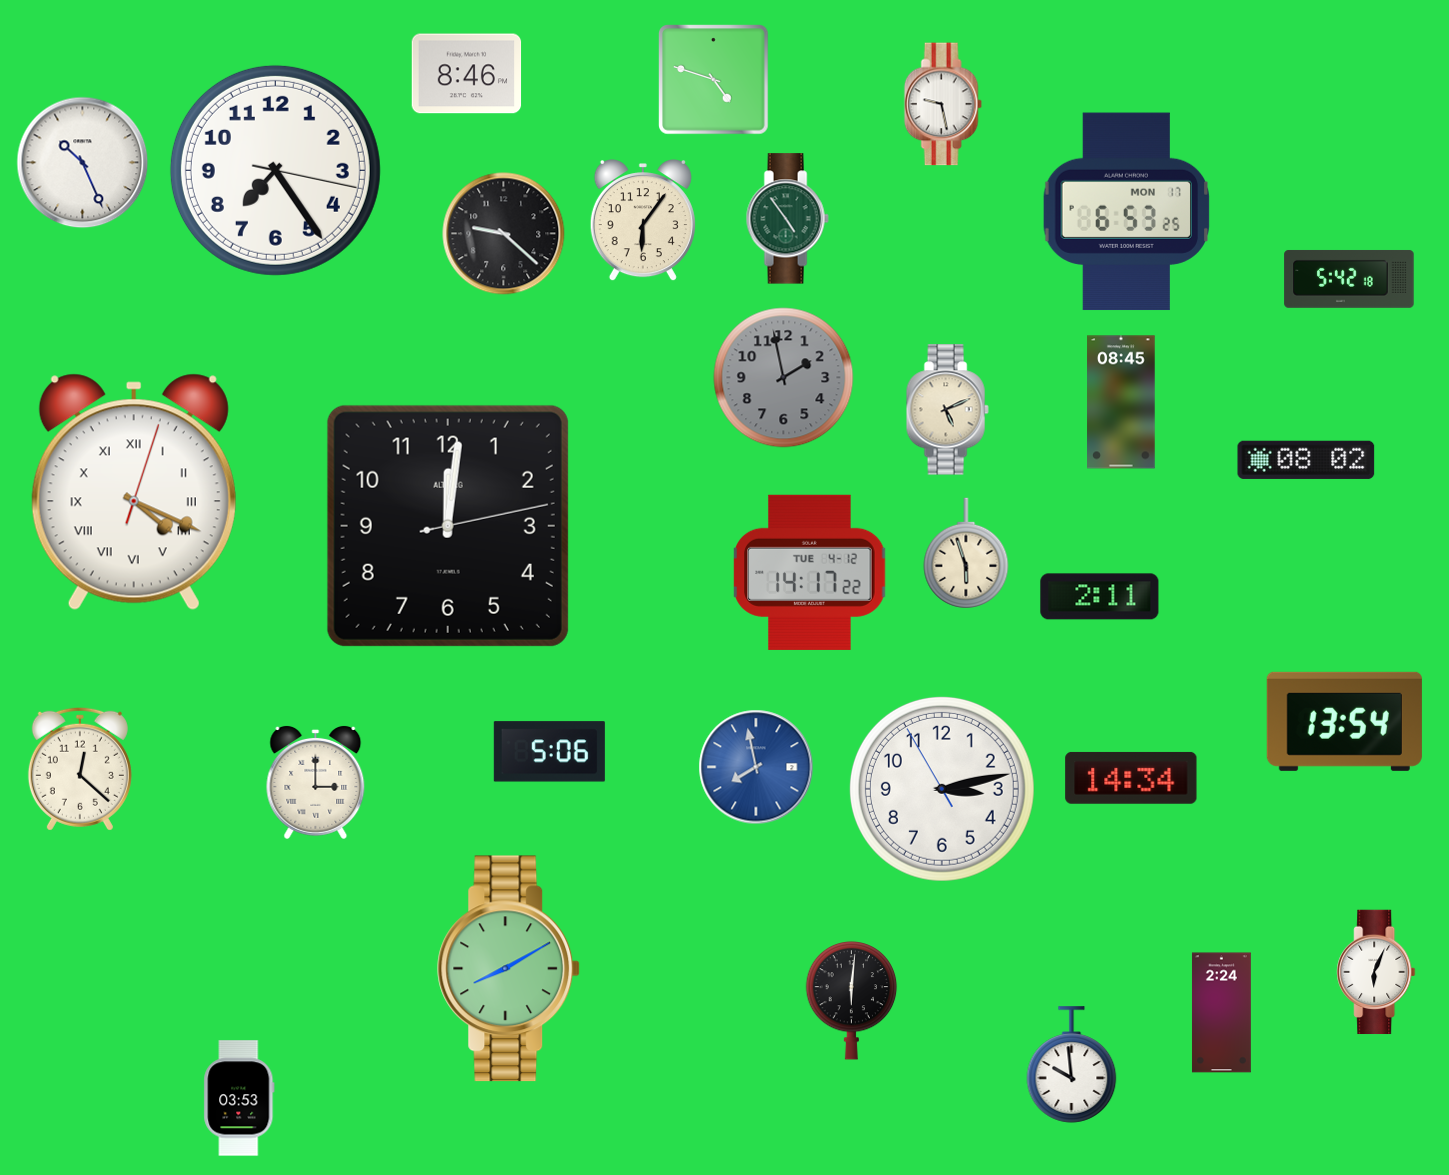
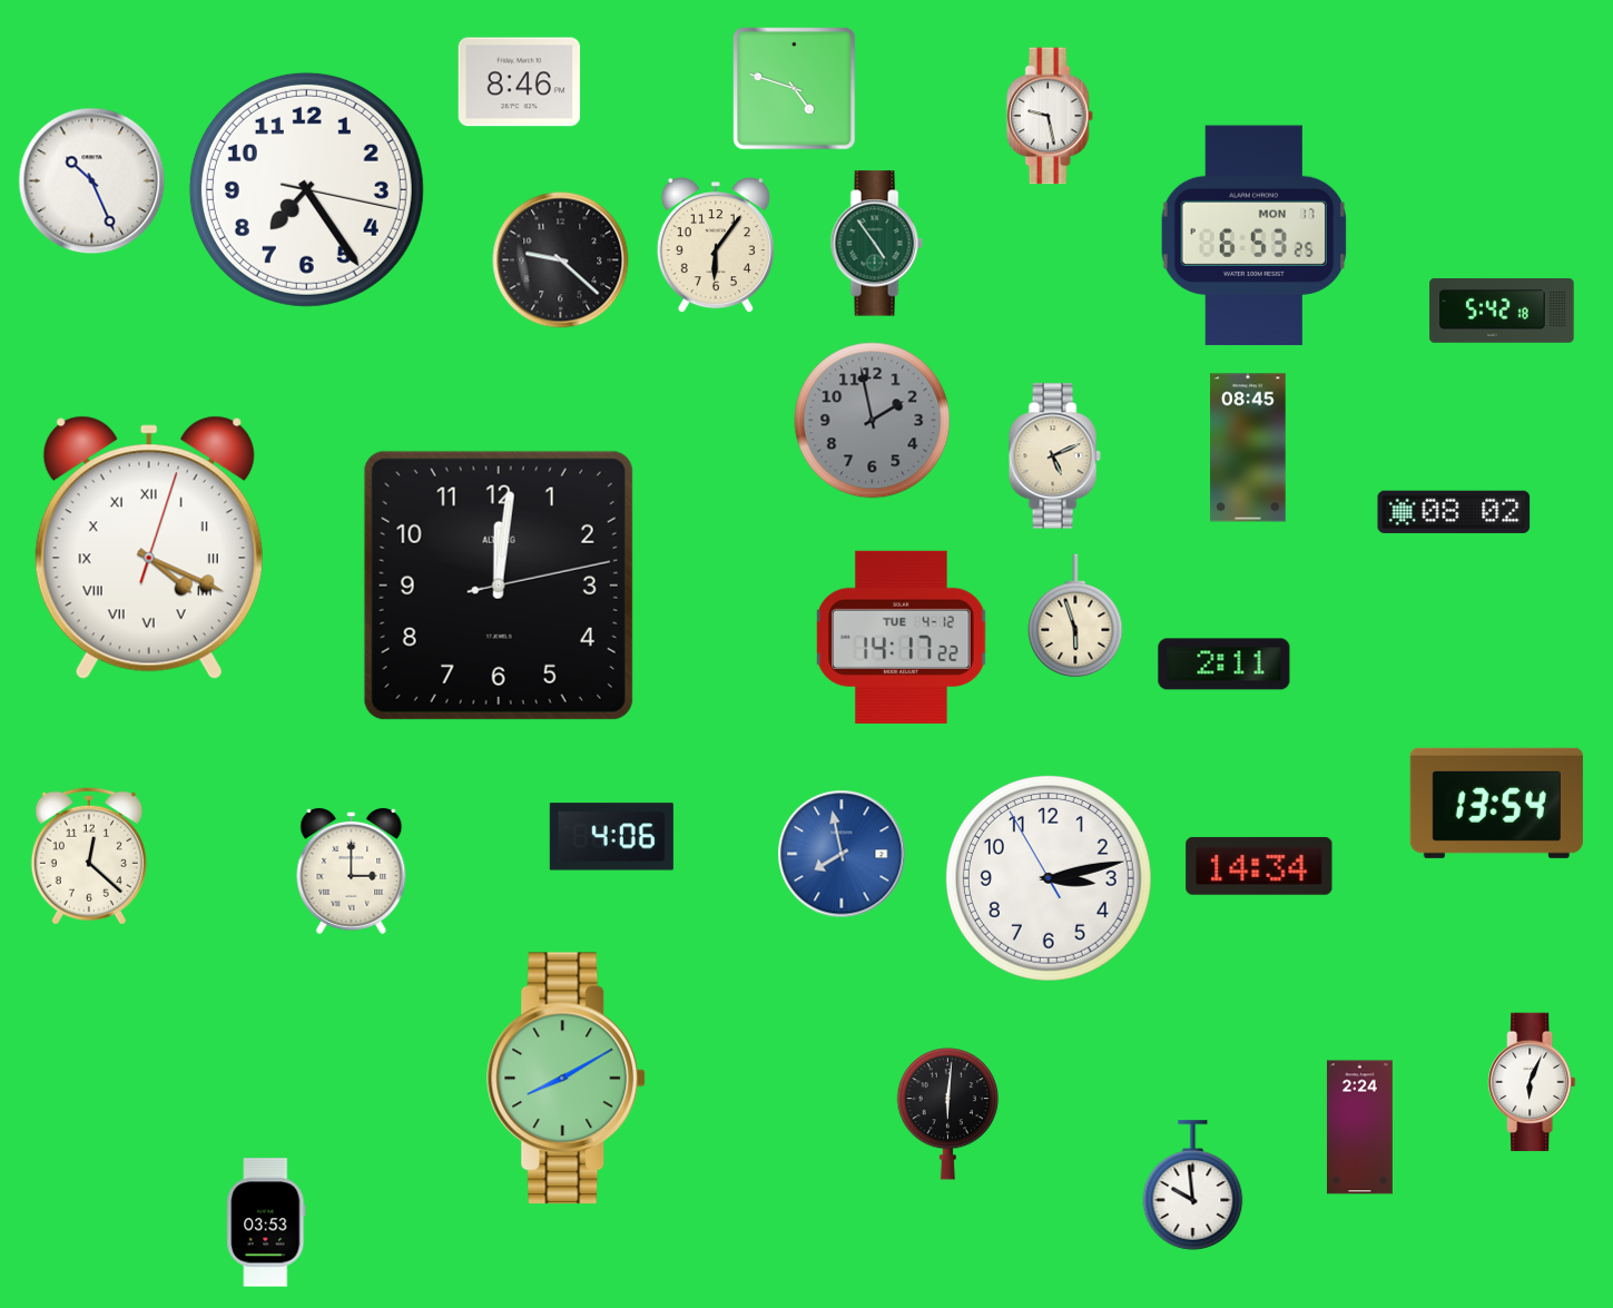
clock at (549, 752): 5:06 -> 4:06
